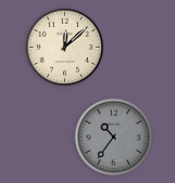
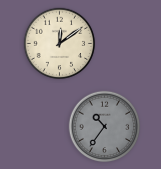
clock at (65, 48): 12:08 -> 12:09
